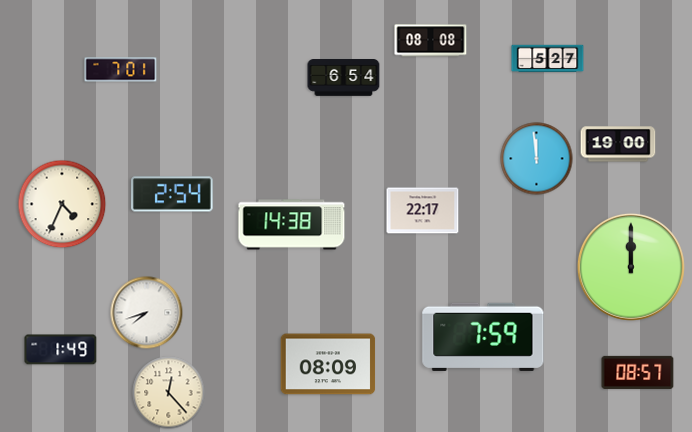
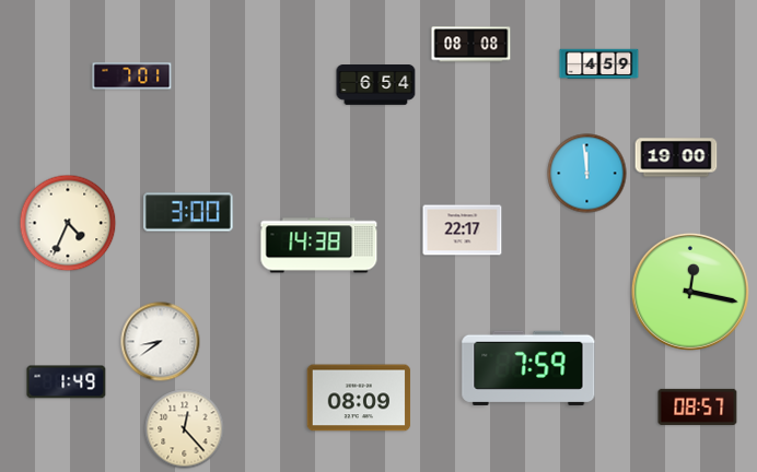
clock at (548, 59): 5:27 -> 4:59
clock at (173, 194): 2:54 -> 3:00
clock at (631, 267): 12:00 -> 12:17
clock at (147, 313): 7:42 -> 8:39
